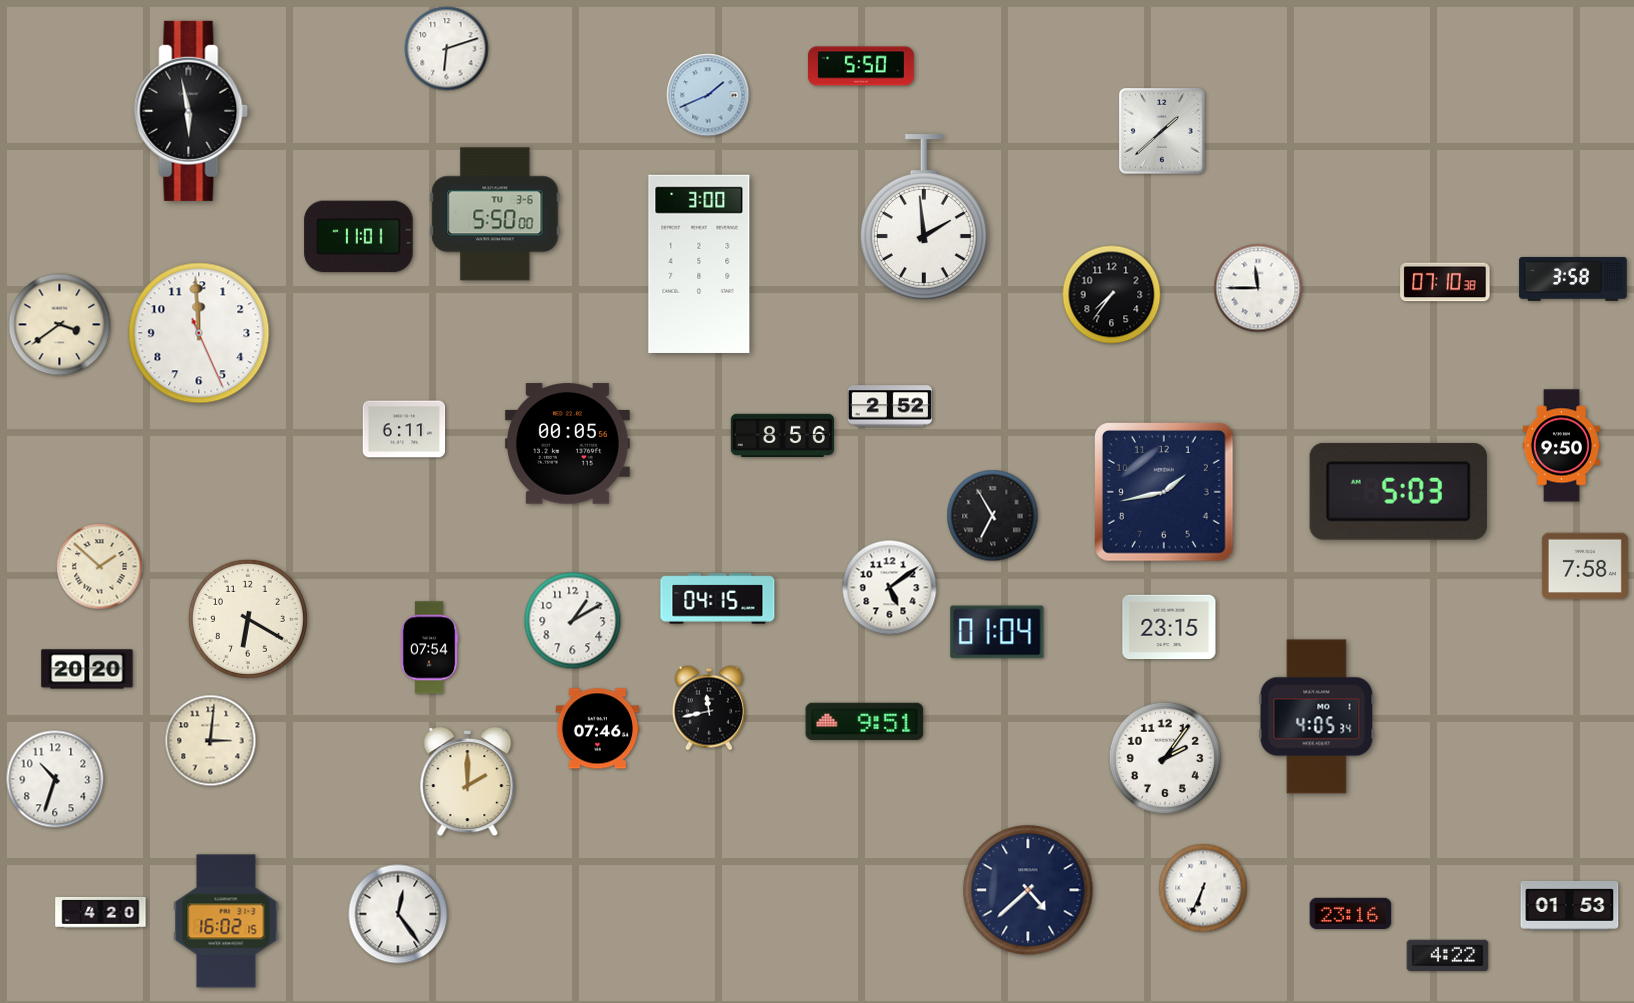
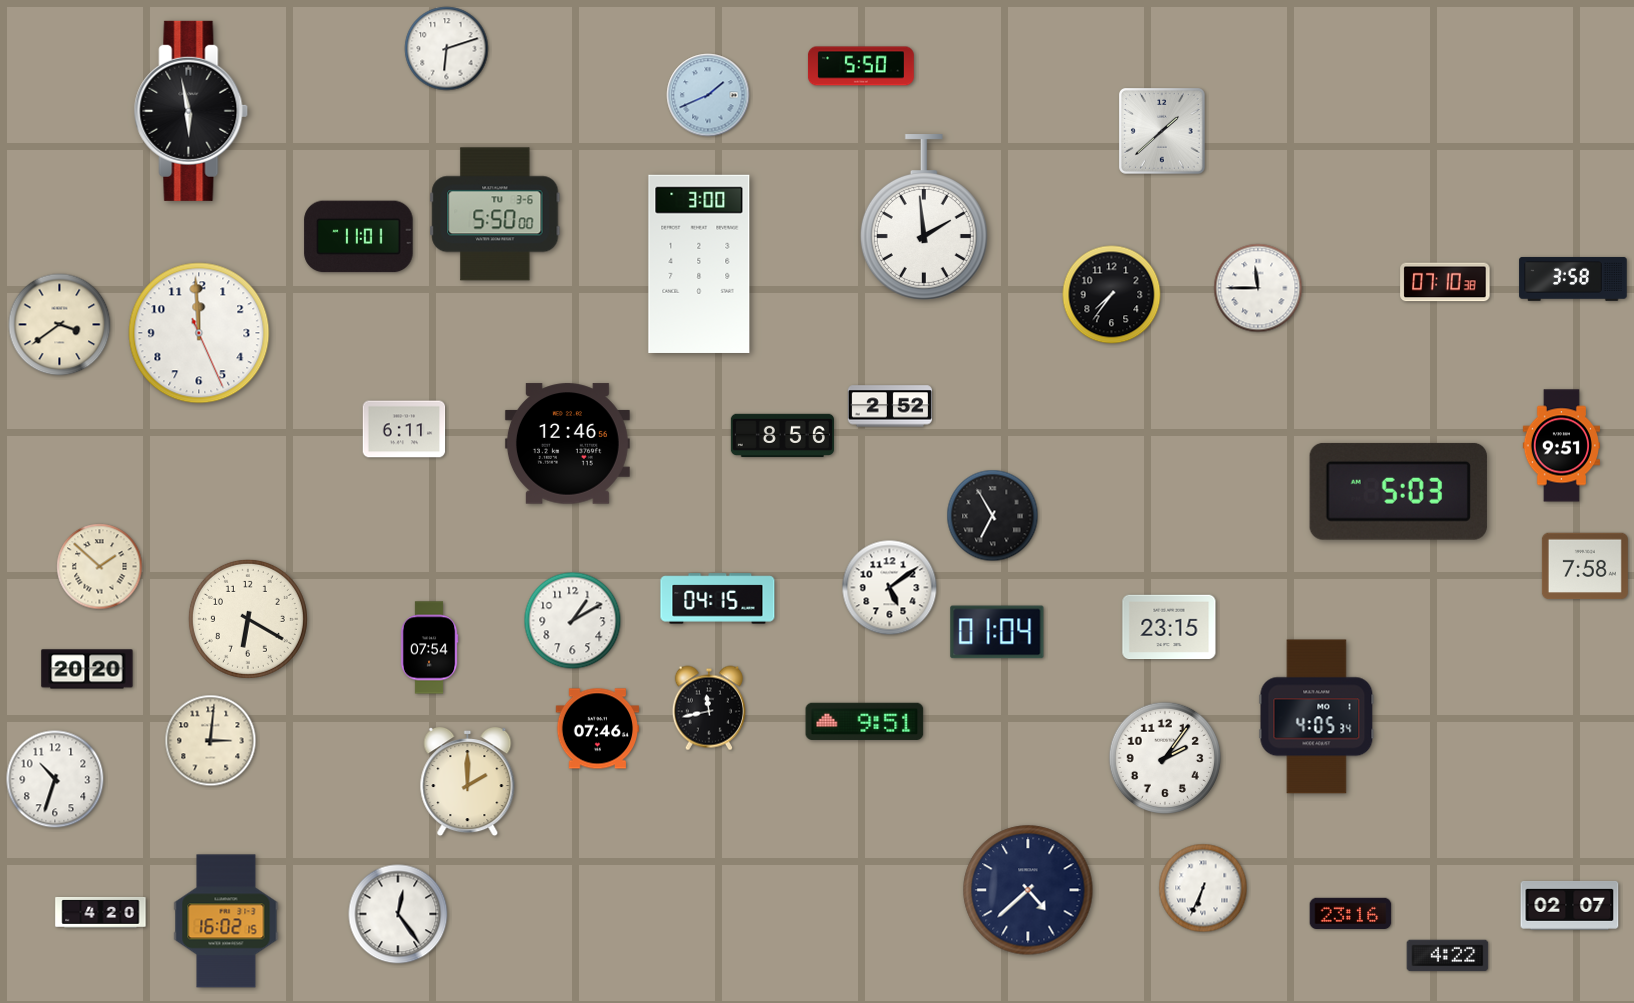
clock at (567, 444): 00:05 -> 12:46
clock at (1561, 446): 9:50 -> 9:51
clock at (1165, 493): 1:43 -> none
clock at (1570, 906): 01:53 -> 02:07
